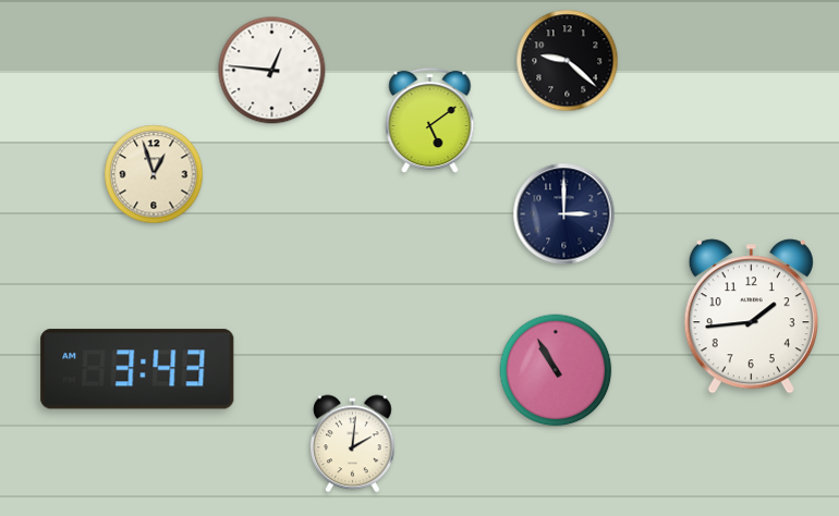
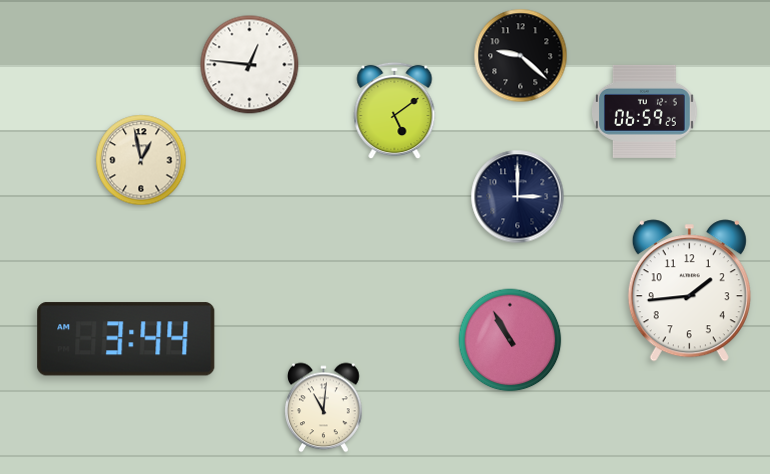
clock at (645, 111): none -> 06:59
clock at (154, 174): 12:57 -> 12:58
clock at (137, 369): 3:43 -> 3:44
clock at (353, 444): 2:01 -> 11:01
